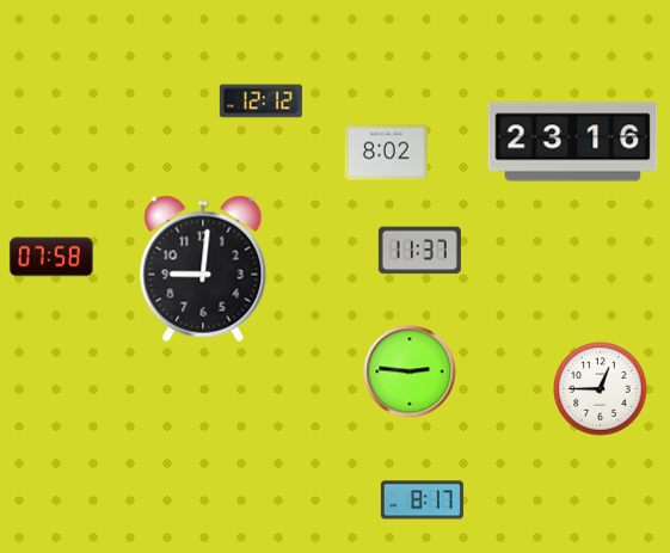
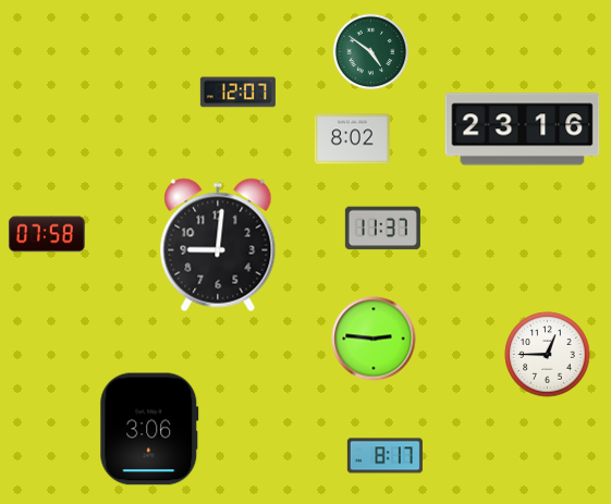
clock at (371, 52): none -> 4:51
clock at (260, 102): 12:12 -> 12:07
clock at (203, 269) position: (203, 269) -> (218, 245)
clock at (149, 429): none -> 3:06
